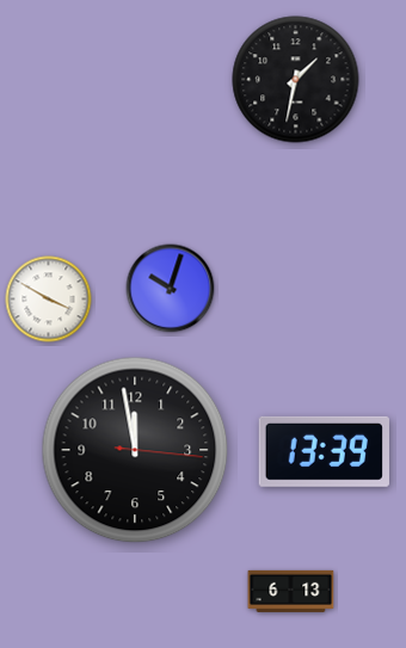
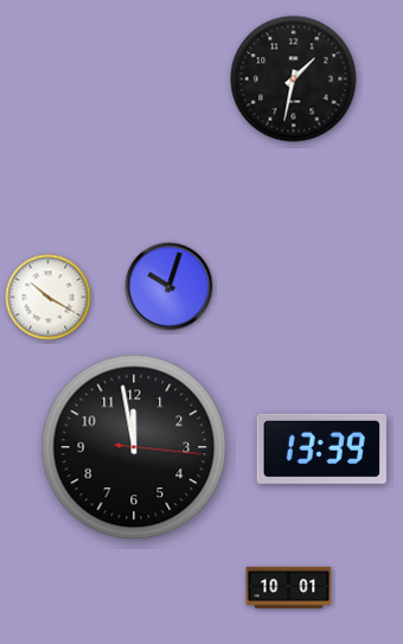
clock at (49, 300): 3:50 -> 10:20
clock at (291, 591): 6:13 -> 10:01
